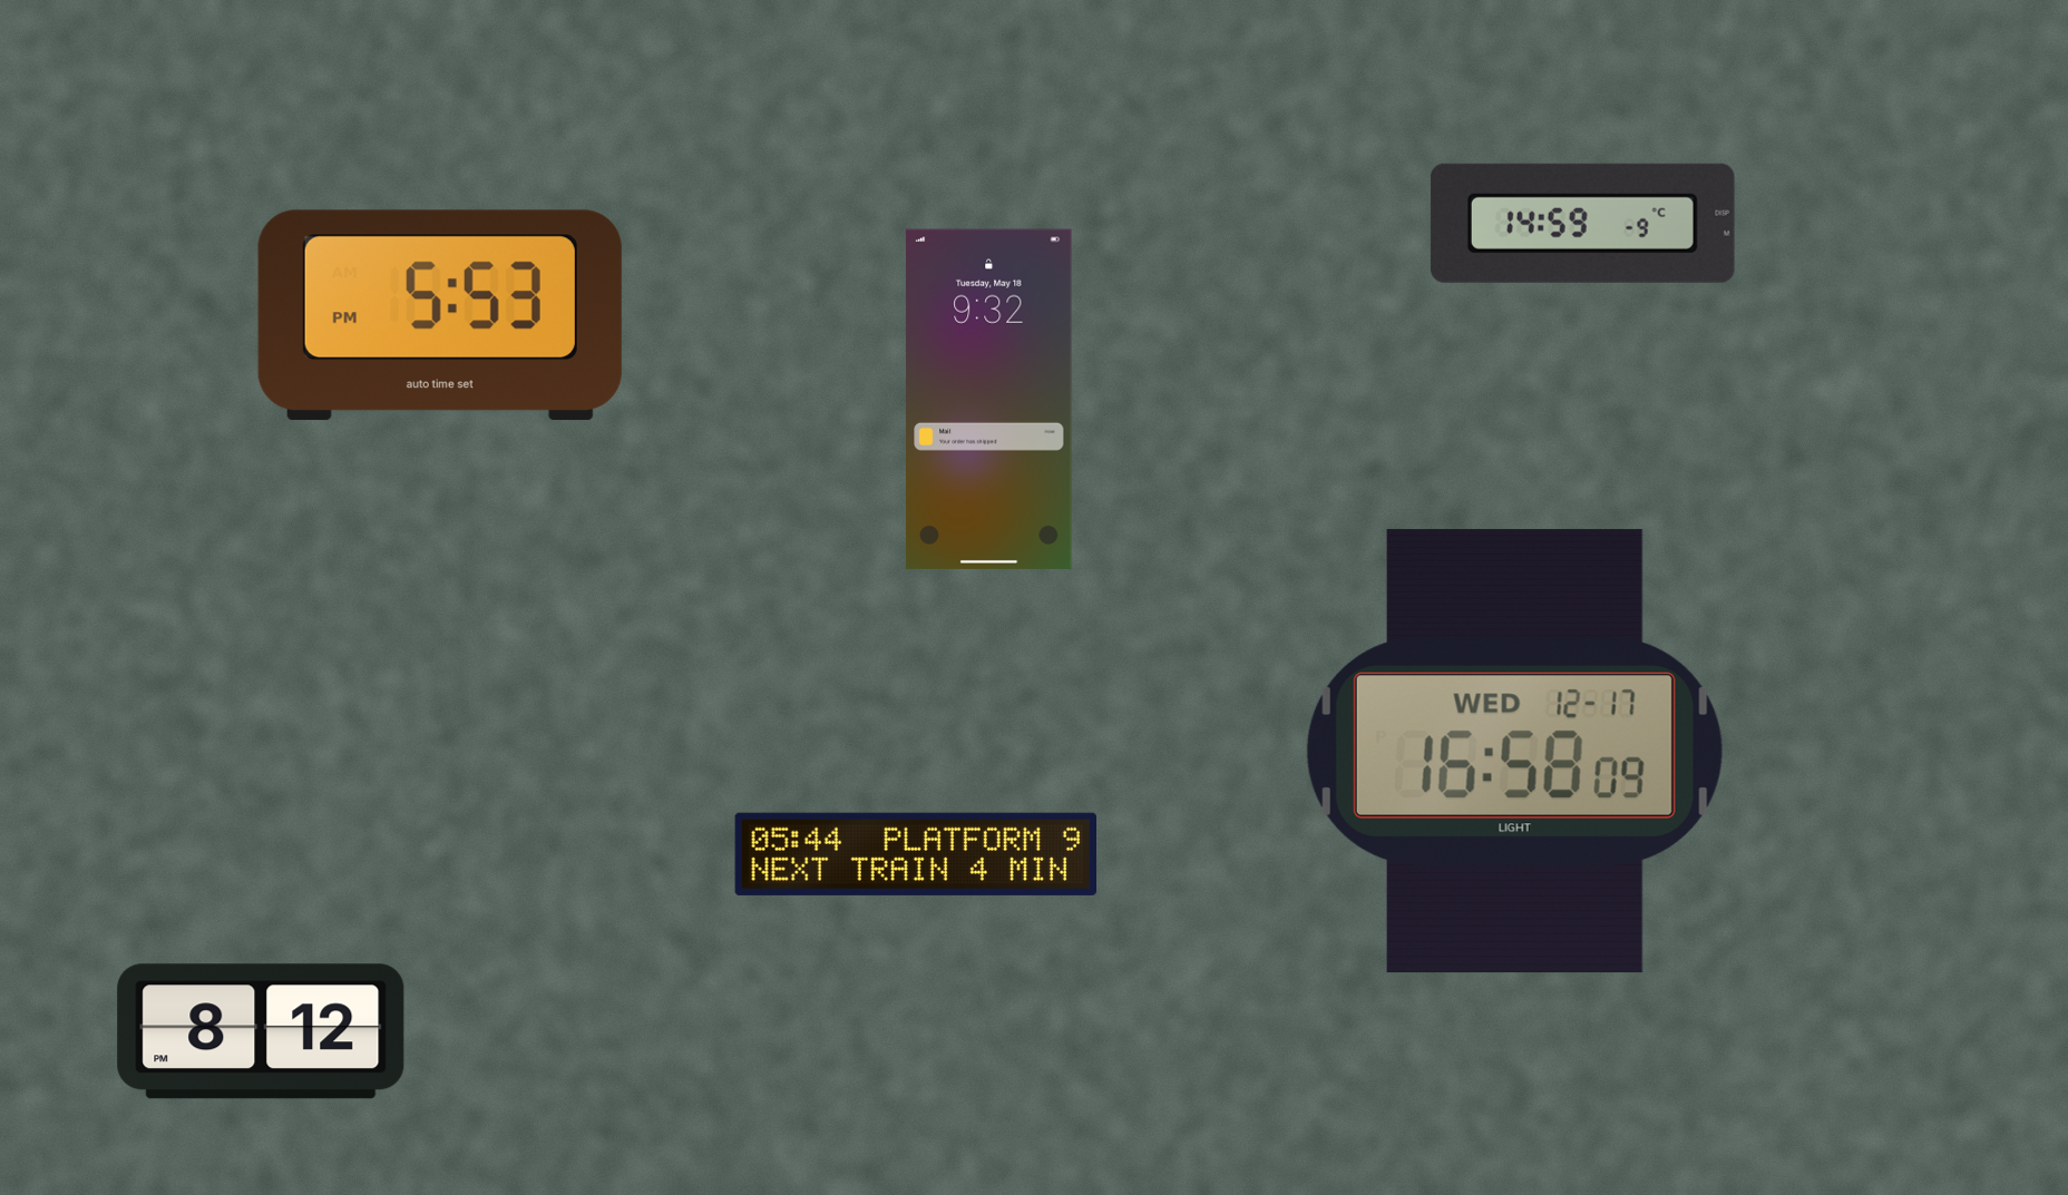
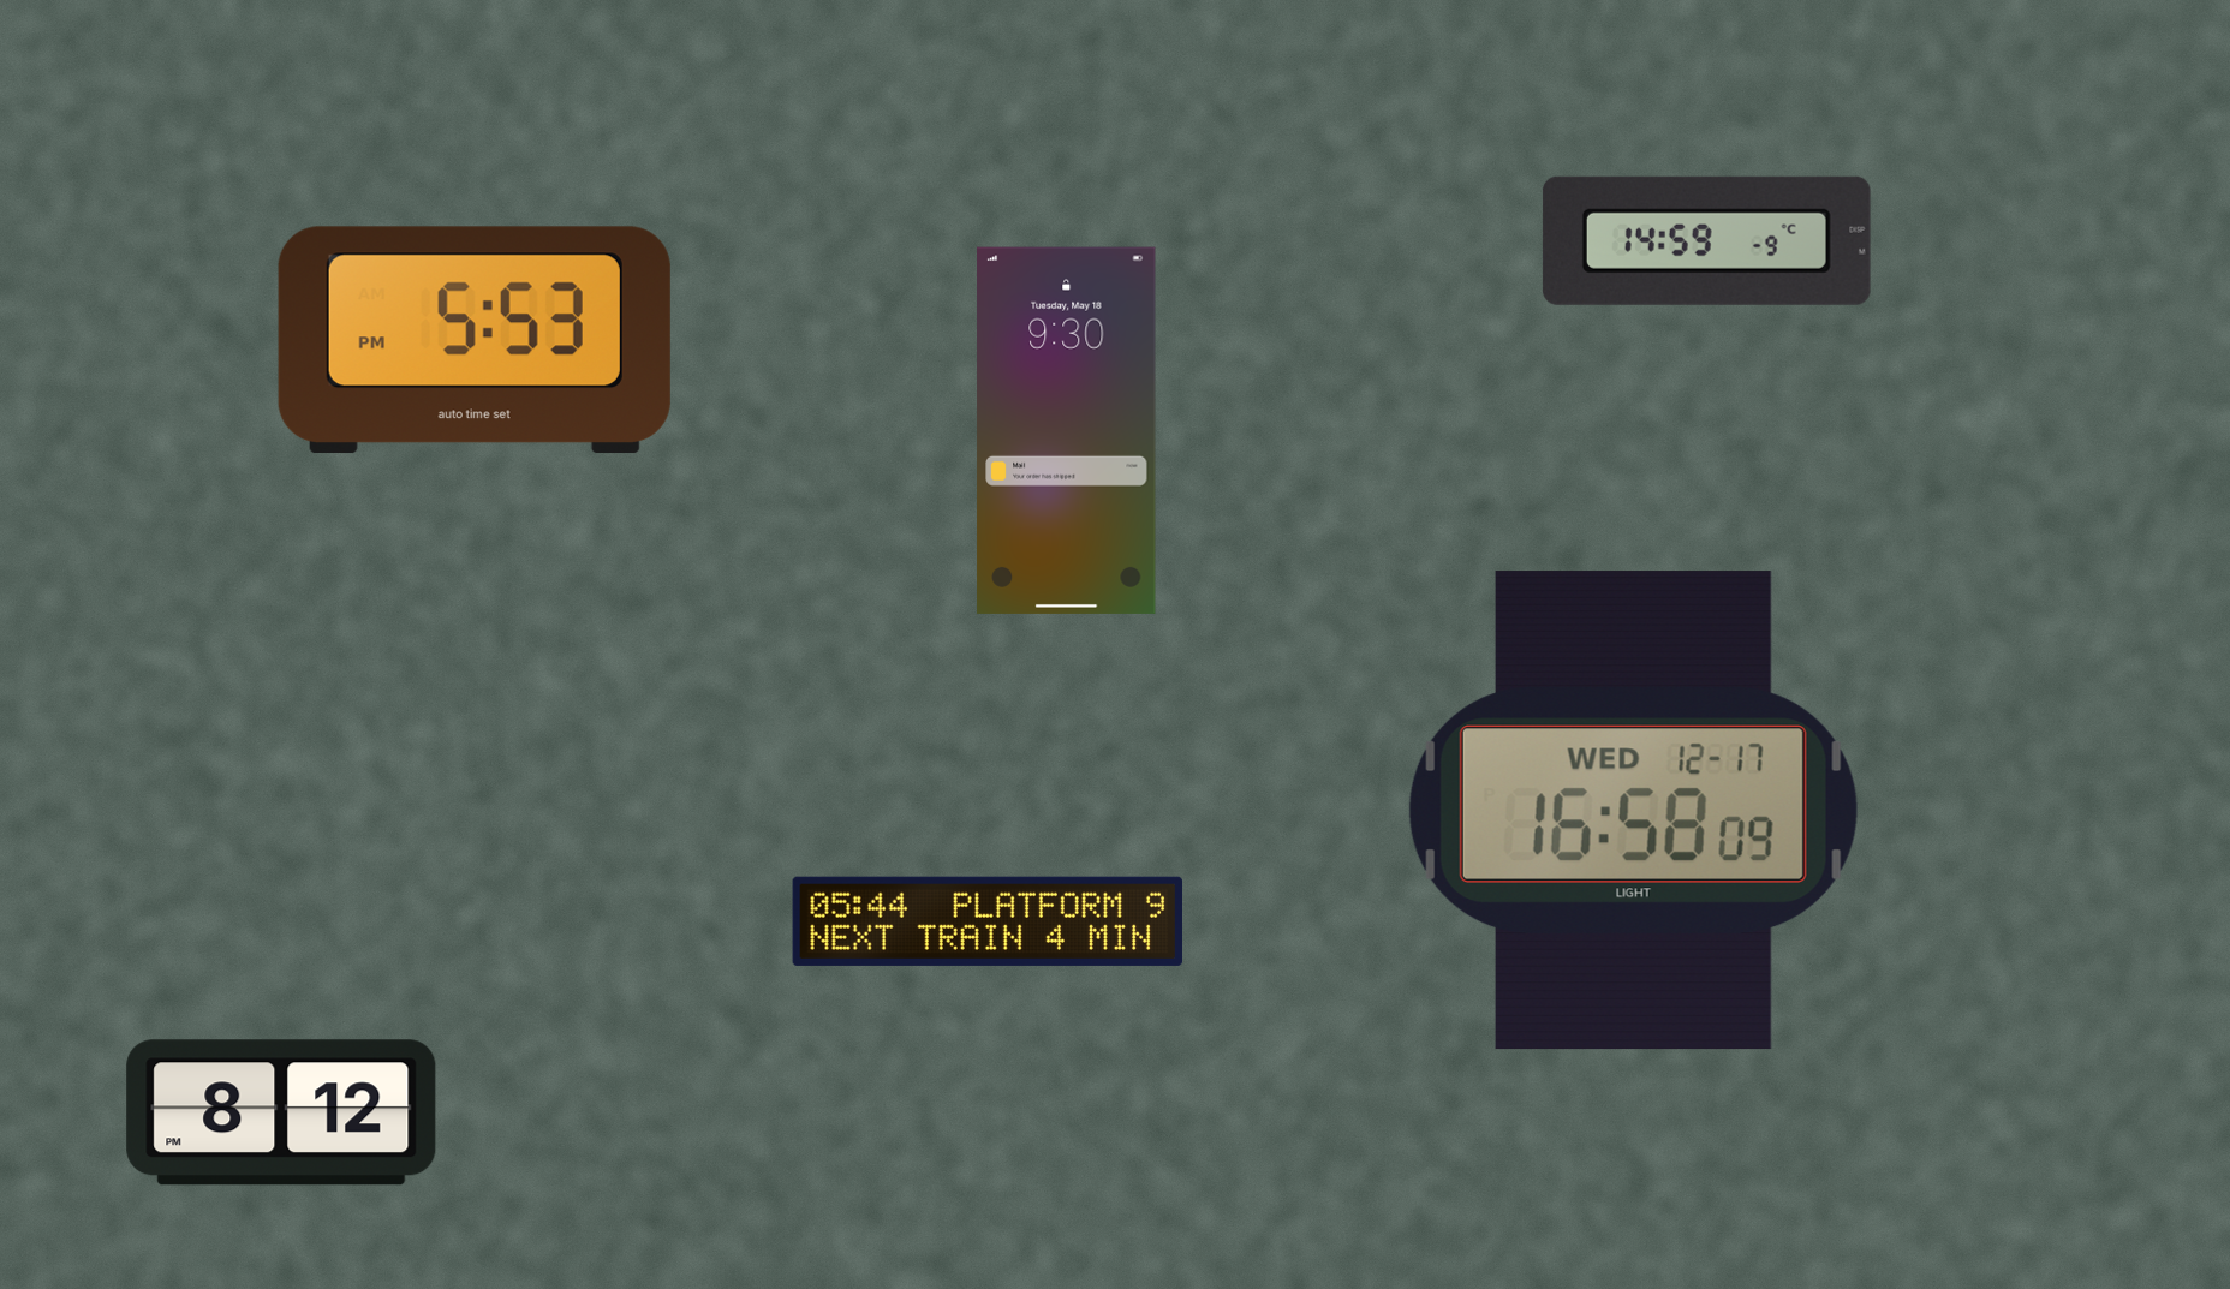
clock at (989, 399): 9:32 -> 9:30
